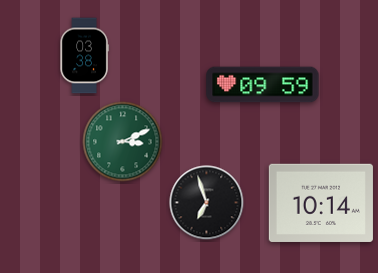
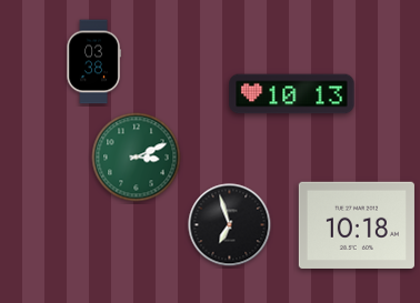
clock at (263, 85): 09:59 -> 10:13
clock at (321, 202): 10:14 -> 10:18
